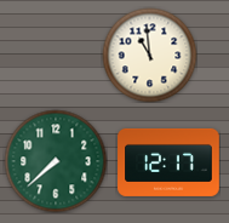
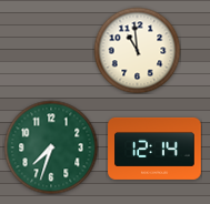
clock at (56, 161): 7:38 -> 7:33
clock at (168, 162): 12:17 -> 12:14
